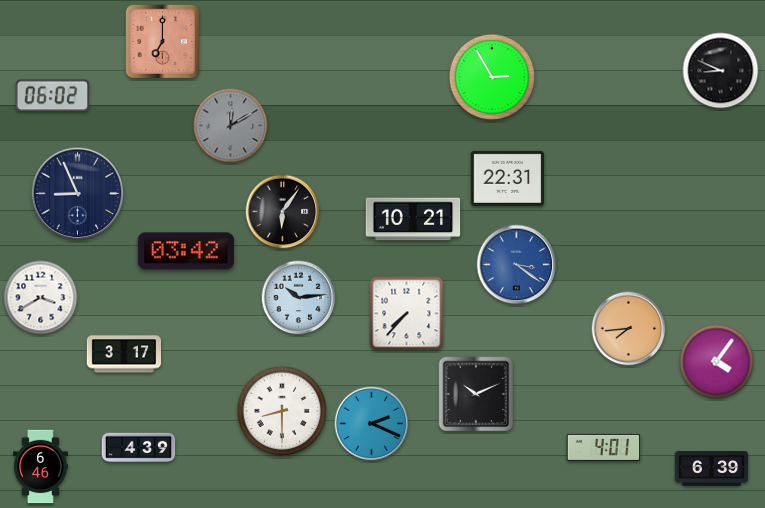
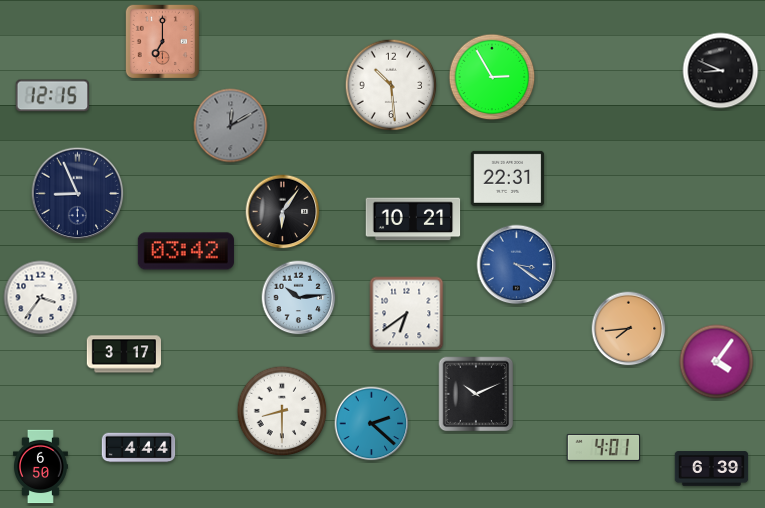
clock at (391, 85): none -> 10:29
clock at (52, 96): 06:02 -> 12:15
clock at (41, 298): 3:40 -> 3:36
clock at (407, 314): 7:37 -> 6:39
clock at (372, 424): 2:19 -> 2:22
clock at (139, 448): 4:39 -> 4:44
clock at (40, 467): 6:46 -> 6:50
